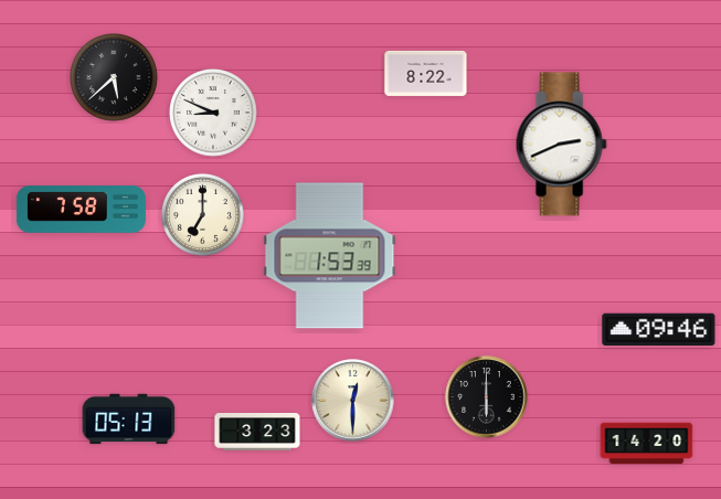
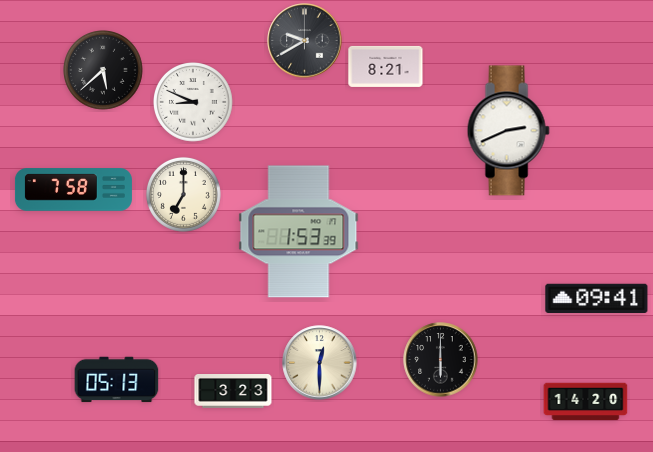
clock at (305, 41): none -> 9:40
clock at (426, 73): 8:22 -> 8:21
clock at (659, 329): 09:46 -> 09:41
